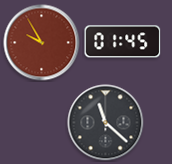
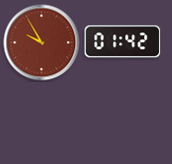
clock at (123, 42): 01:45 -> 01:42
clock at (106, 123): 11:22 -> none
